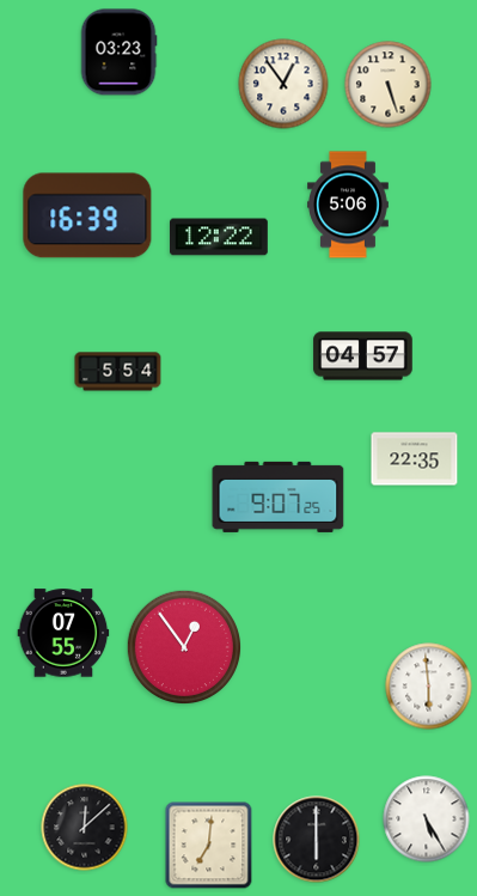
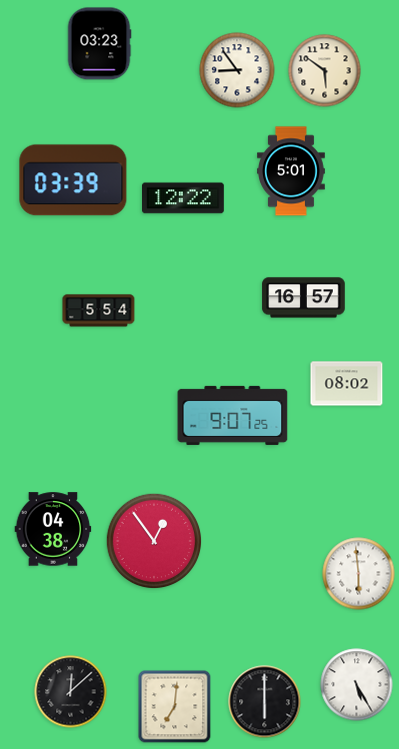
clock at (283, 84): 12:54 -> 8:54
clock at (389, 85): 5:27 -> 5:51
clock at (349, 205): 5:06 -> 5:01
clock at (87, 215): 16:39 -> 03:39
clock at (363, 356): 04:57 -> 16:57
clock at (415, 459): 22:35 -> 08:02
clock at (63, 633): 07:55 -> 04:38
